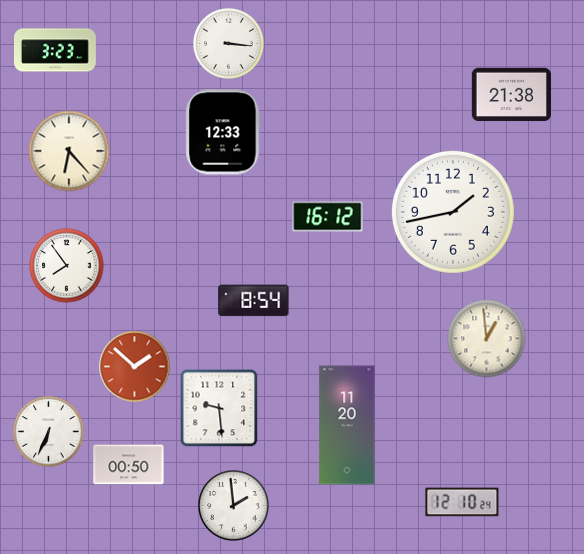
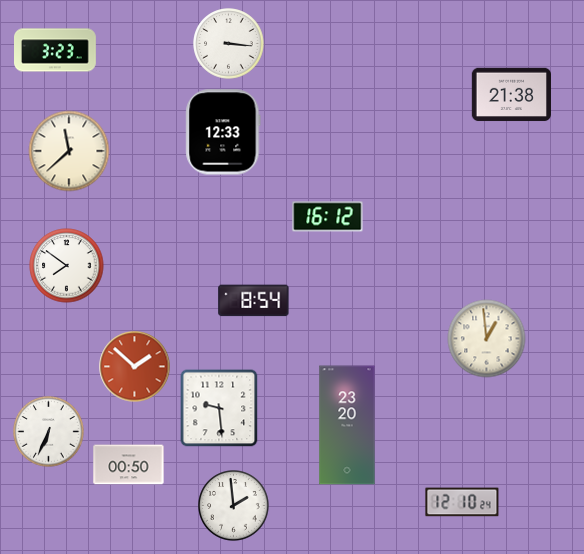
clock at (69, 151): 6:23 -> 11:38
clock at (453, 212): 1:43 -> none
clock at (67, 266): 7:54 -> 7:51
clock at (347, 425): 11:20 -> 23:20
